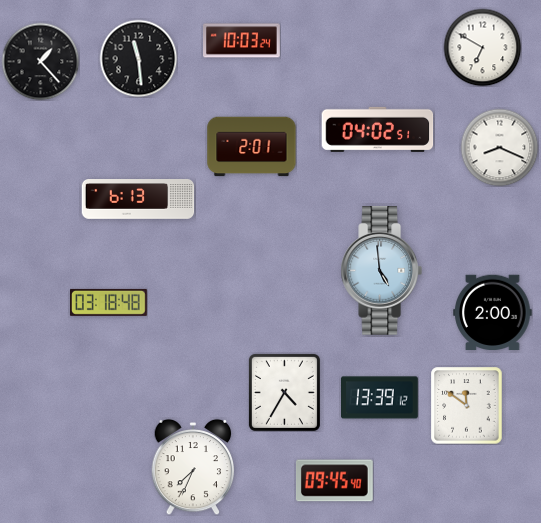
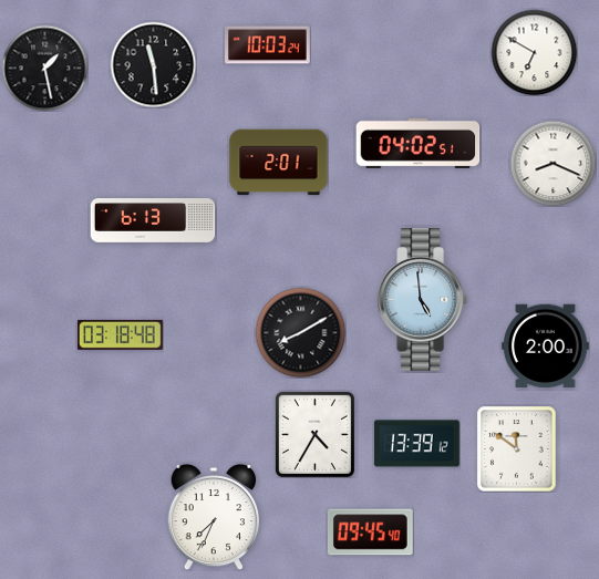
clock at (40, 61): 1:23 -> 1:28
clock at (300, 332): none -> 8:10
clock at (380, 398) position: (380, 398) -> (417, 444)
